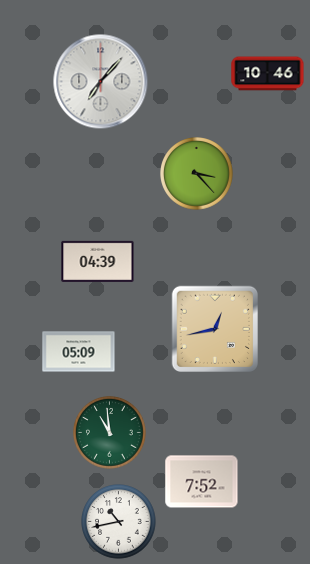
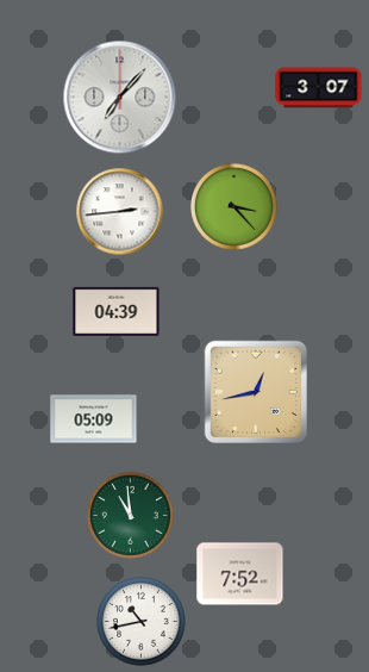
clock at (268, 74): 10:46 -> 3:07
clock at (120, 212): none -> 2:44
